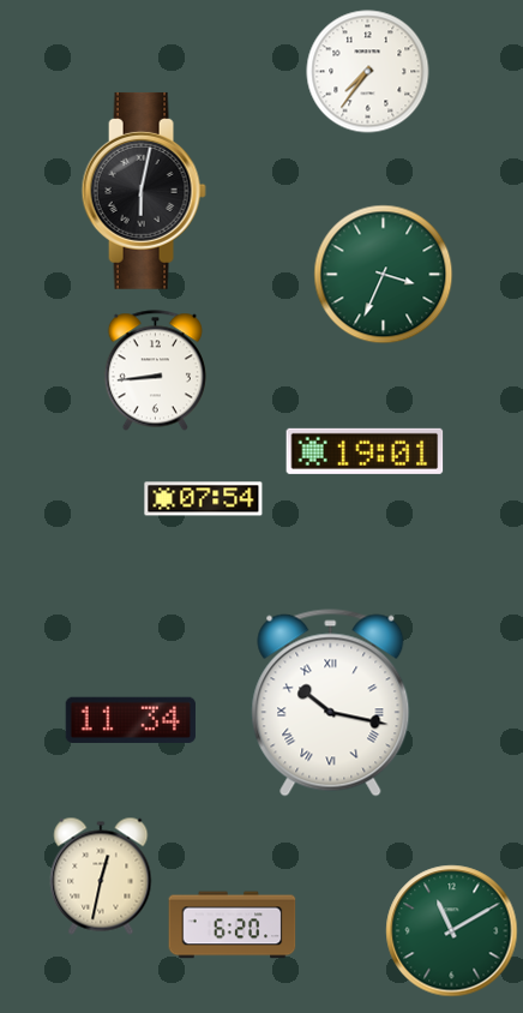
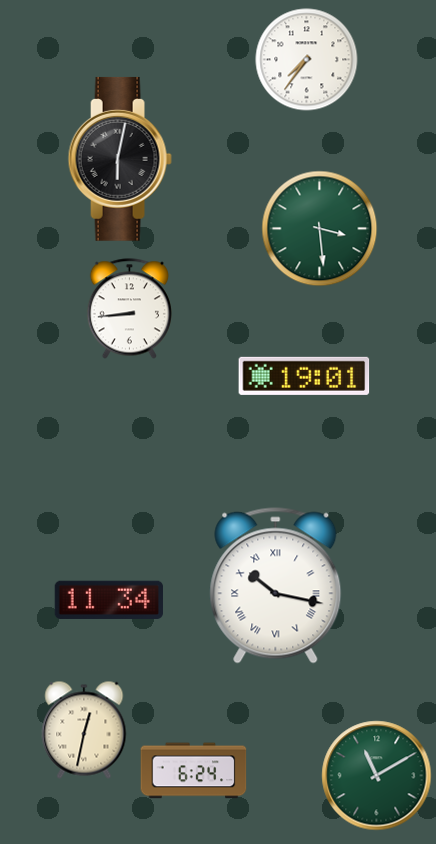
clock at (384, 275): 3:34 -> 3:29
clock at (204, 499): 07:54 -> none
clock at (233, 925): 6:20 -> 6:24
